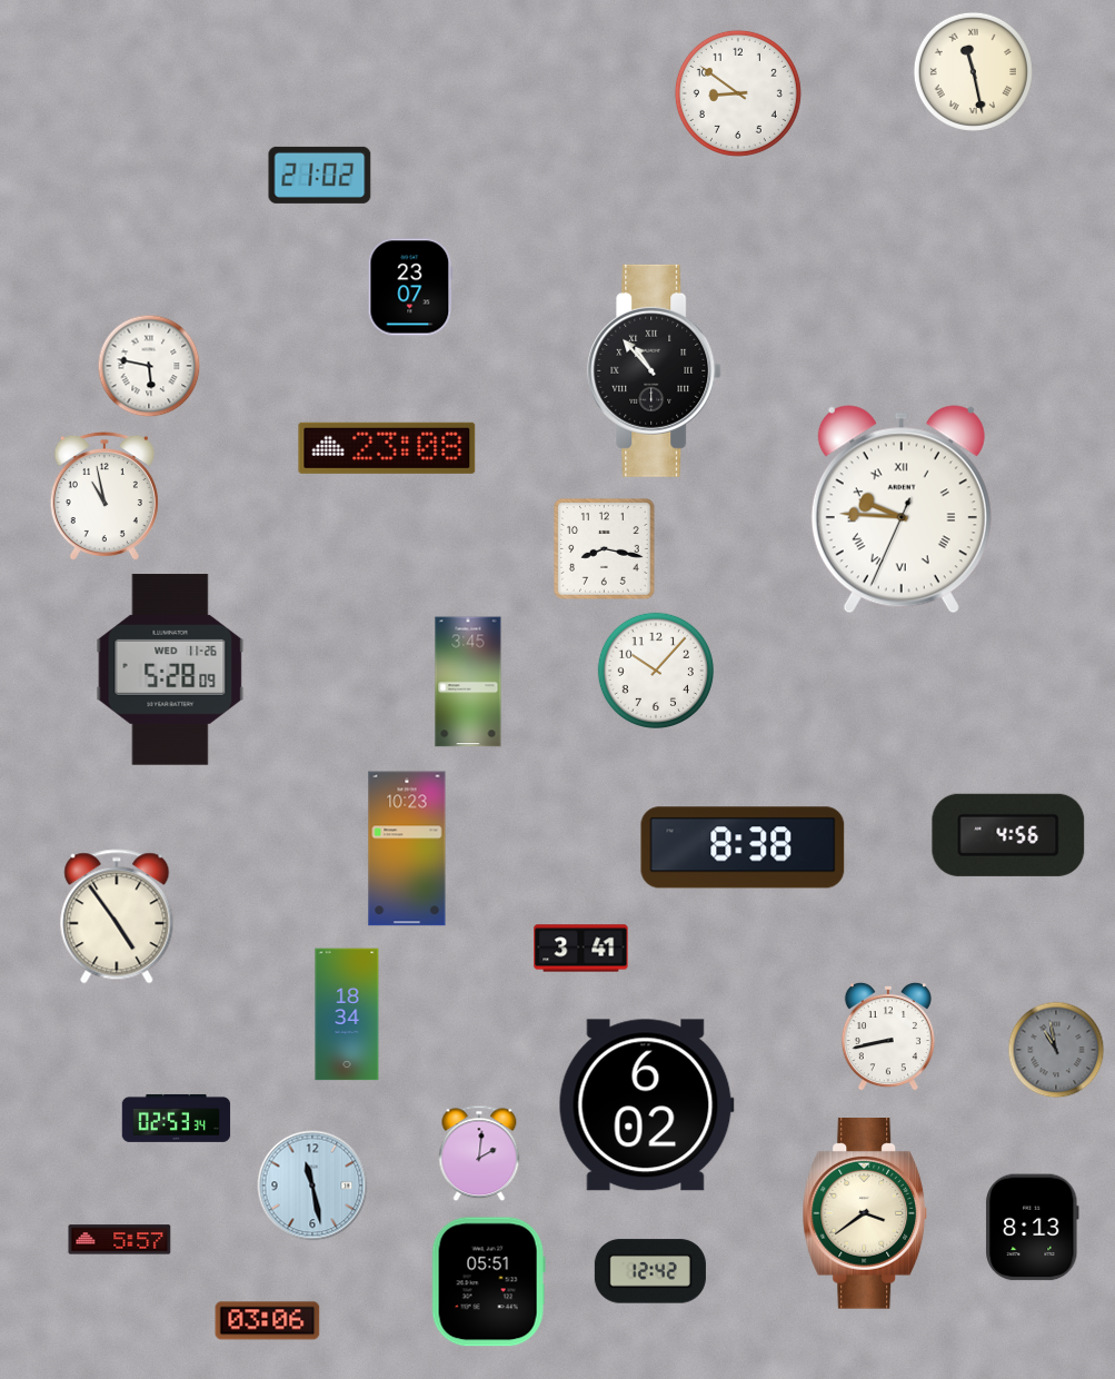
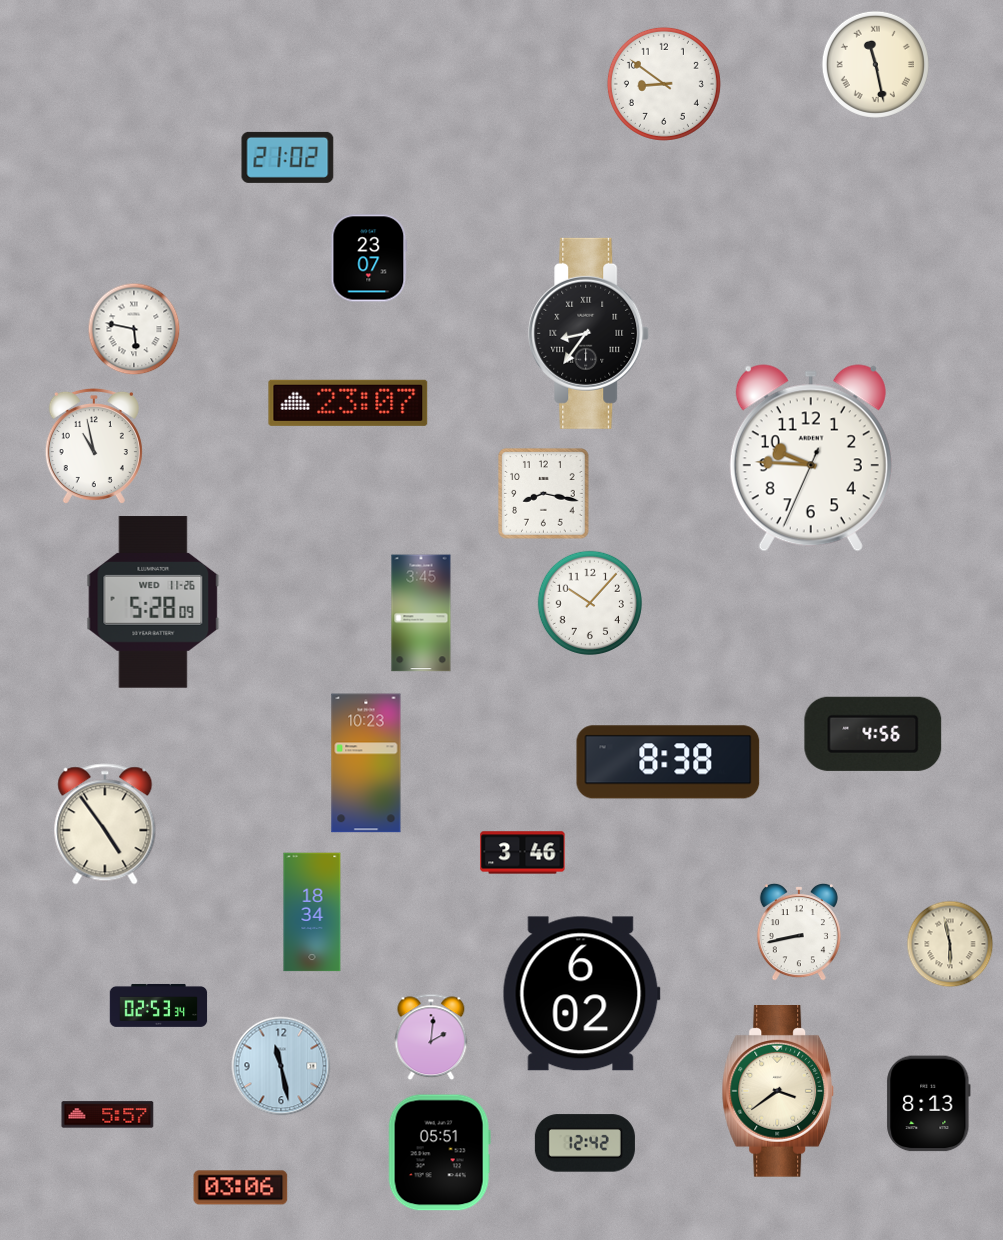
clock at (655, 370): 10:53 -> 8:36
clock at (387, 448): 23:08 -> 23:07
clock at (902, 509) numerals: Roman -> Arabic
clock at (1008, 835) position: (1008, 835) -> (873, 734)
clock at (581, 949): 3:41 -> 3:46
clock at (1056, 1050): 10:58 -> 5:58
clock at (1056, 1050) dial: grey -> cream
